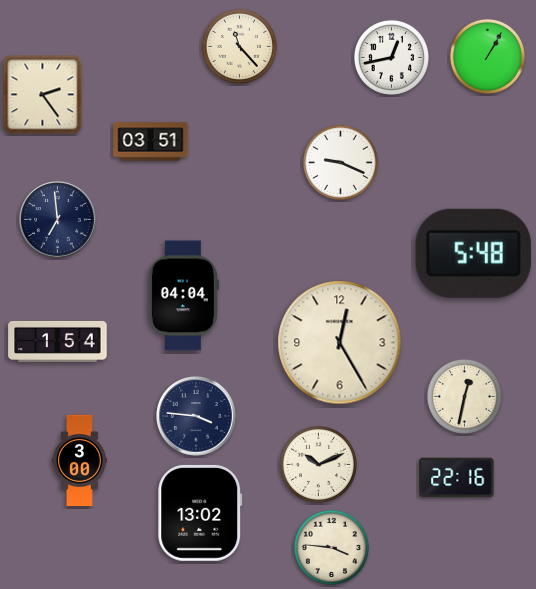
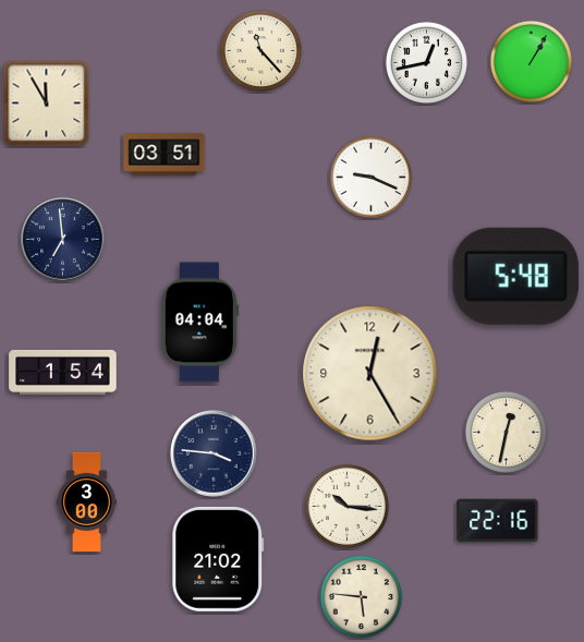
clock at (43, 95): 2:24 -> 11:55
clock at (318, 464): 10:11 -> 10:16
clock at (200, 513): 13:02 -> 21:02
clock at (331, 547): 3:46 -> 5:46
